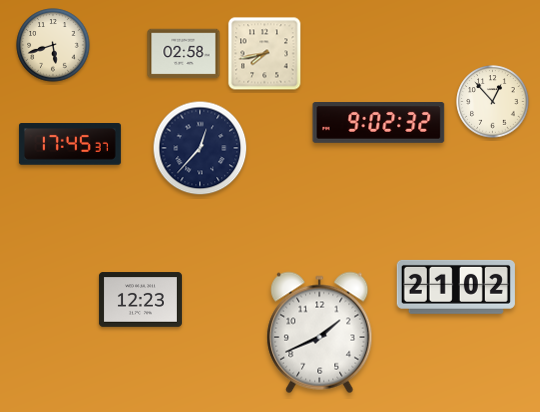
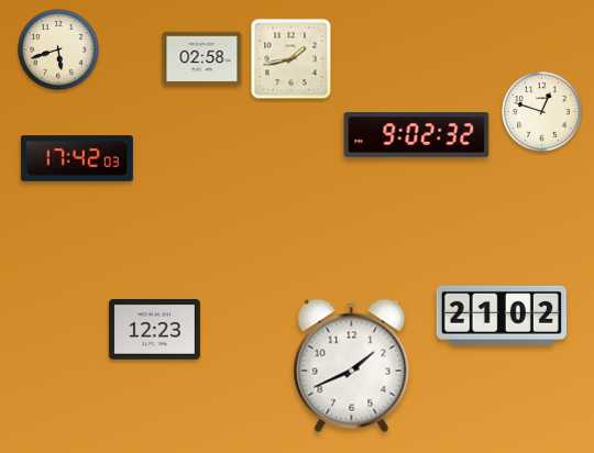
clock at (265, 54): 7:43 -> 1:43
clock at (493, 102): 12:53 -> 12:48
clock at (70, 145): 17:45 -> 17:42
clock at (200, 148): 12:37 -> none
